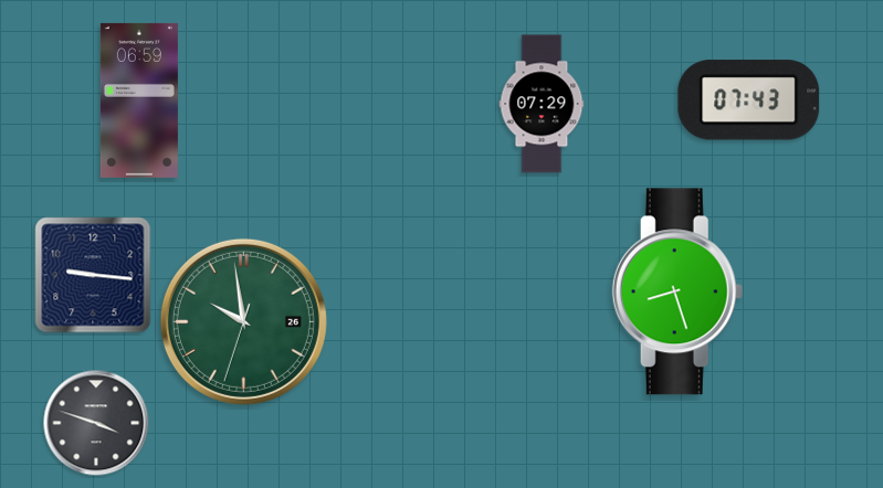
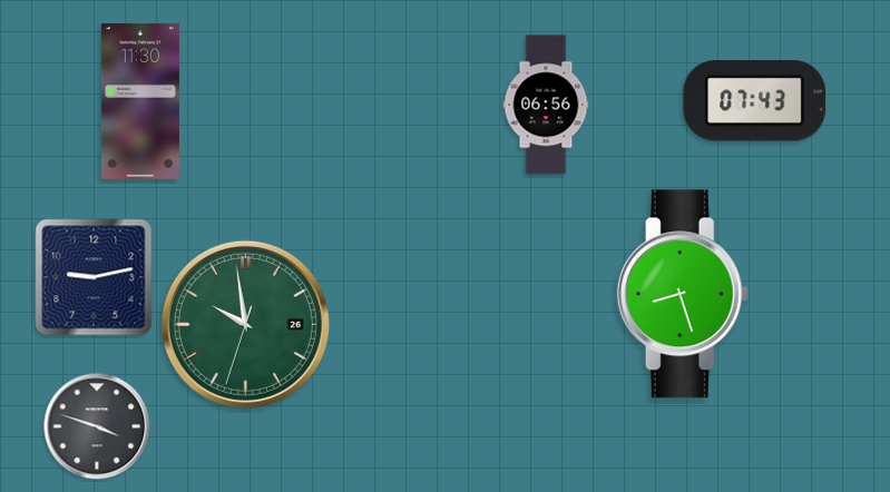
clock at (139, 100): 06:59 -> 11:30
clock at (542, 104): 07:29 -> 06:56
clock at (93, 275): 9:16 -> 9:13
